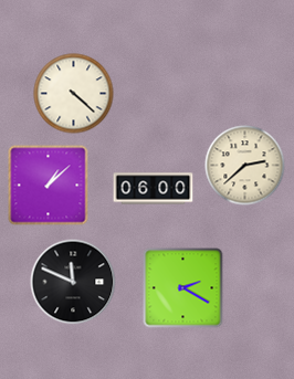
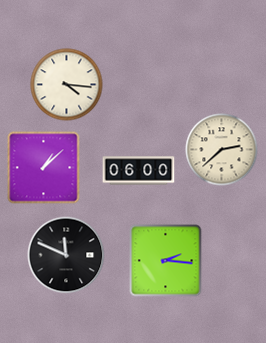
clock at (74, 94): 4:22 -> 4:16
clock at (183, 288): 2:20 -> 2:16
